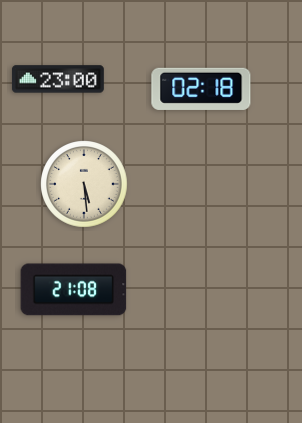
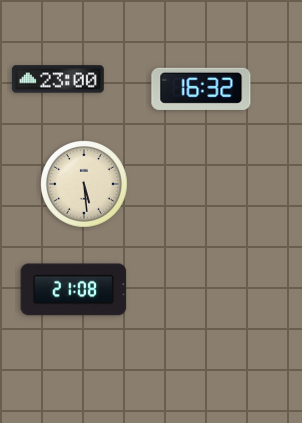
clock at (201, 89): 02:18 -> 16:32
